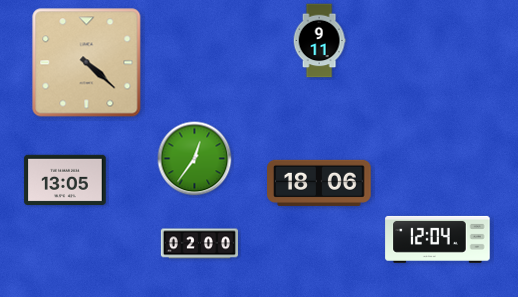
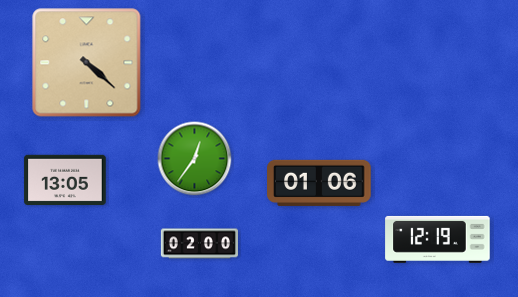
clock at (319, 41): 9:11 -> none
clock at (319, 183): 18:06 -> 01:06
clock at (438, 239): 12:04 -> 12:19
